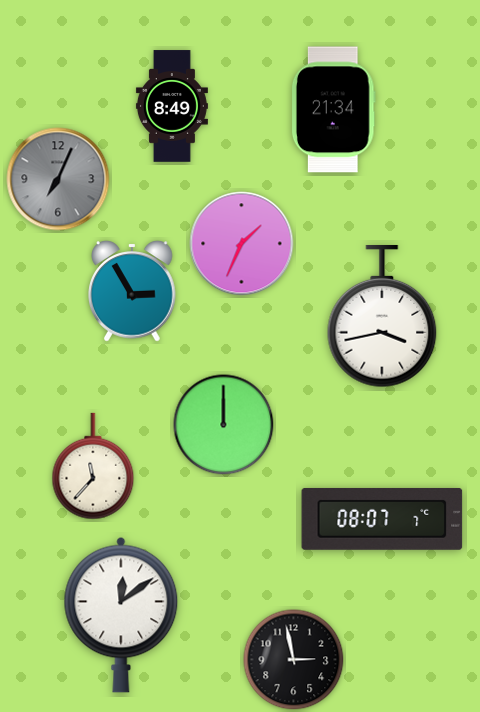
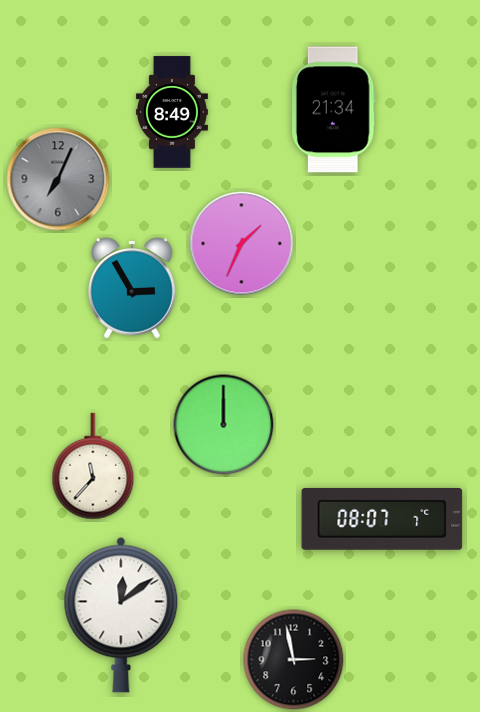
clock at (172, 106) position: (172, 106) -> (172, 112)
clock at (132, 291) position: (132, 291) -> (132, 288)
clock at (382, 316): 3:43 -> none
